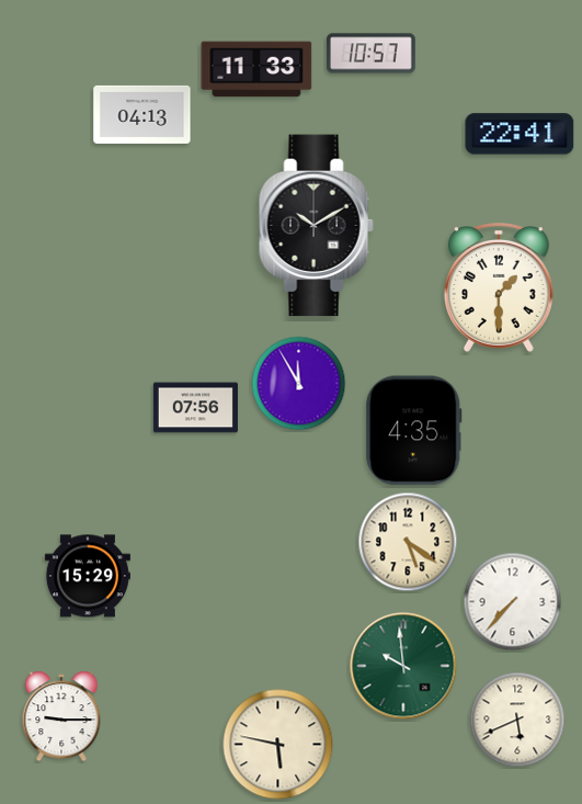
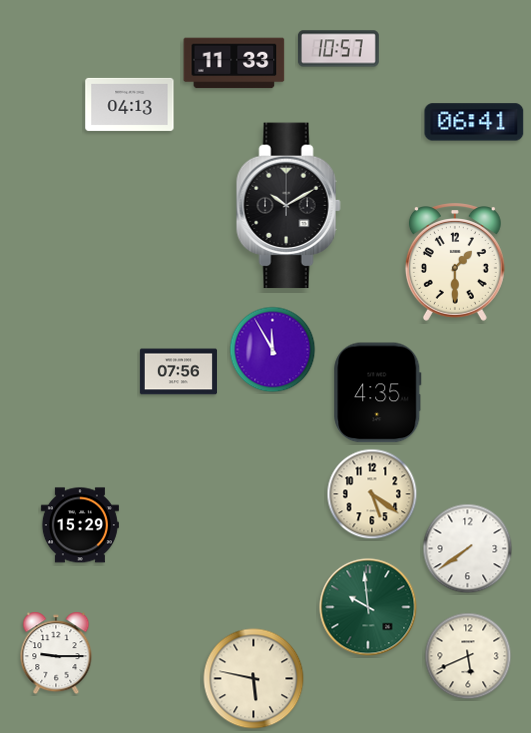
clock at (520, 134): 22:41 -> 06:41
clock at (513, 602): 7:37 -> 7:39
clock at (517, 720) position: (517, 720) -> (468, 656)
